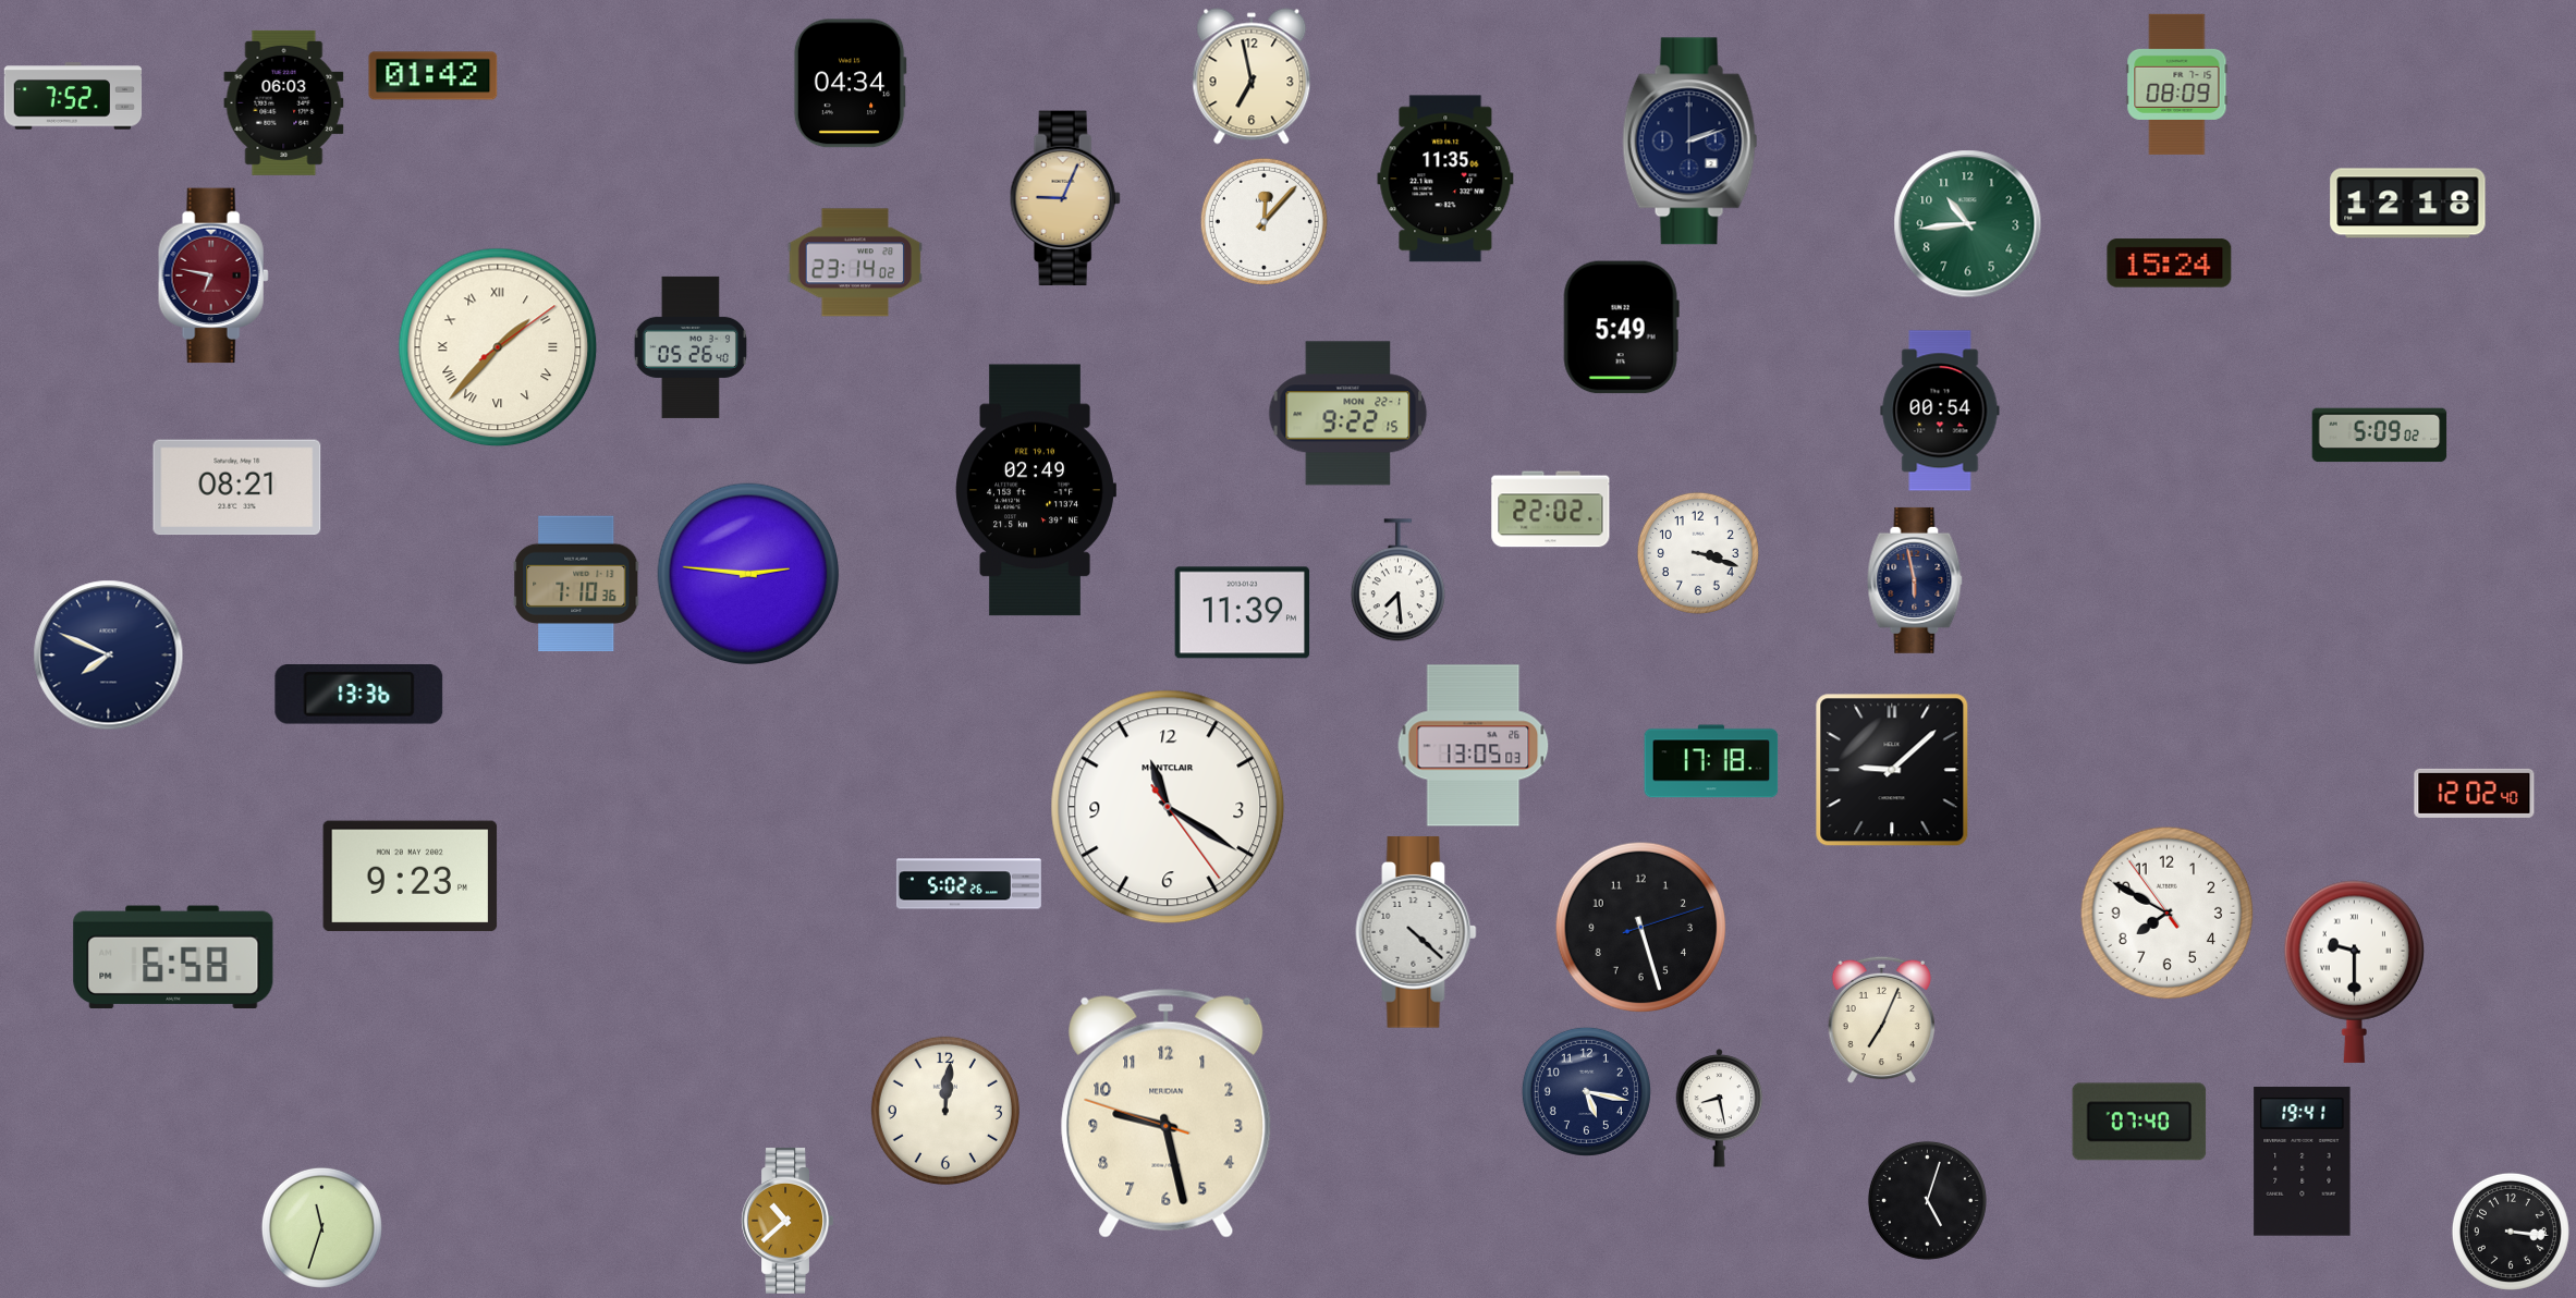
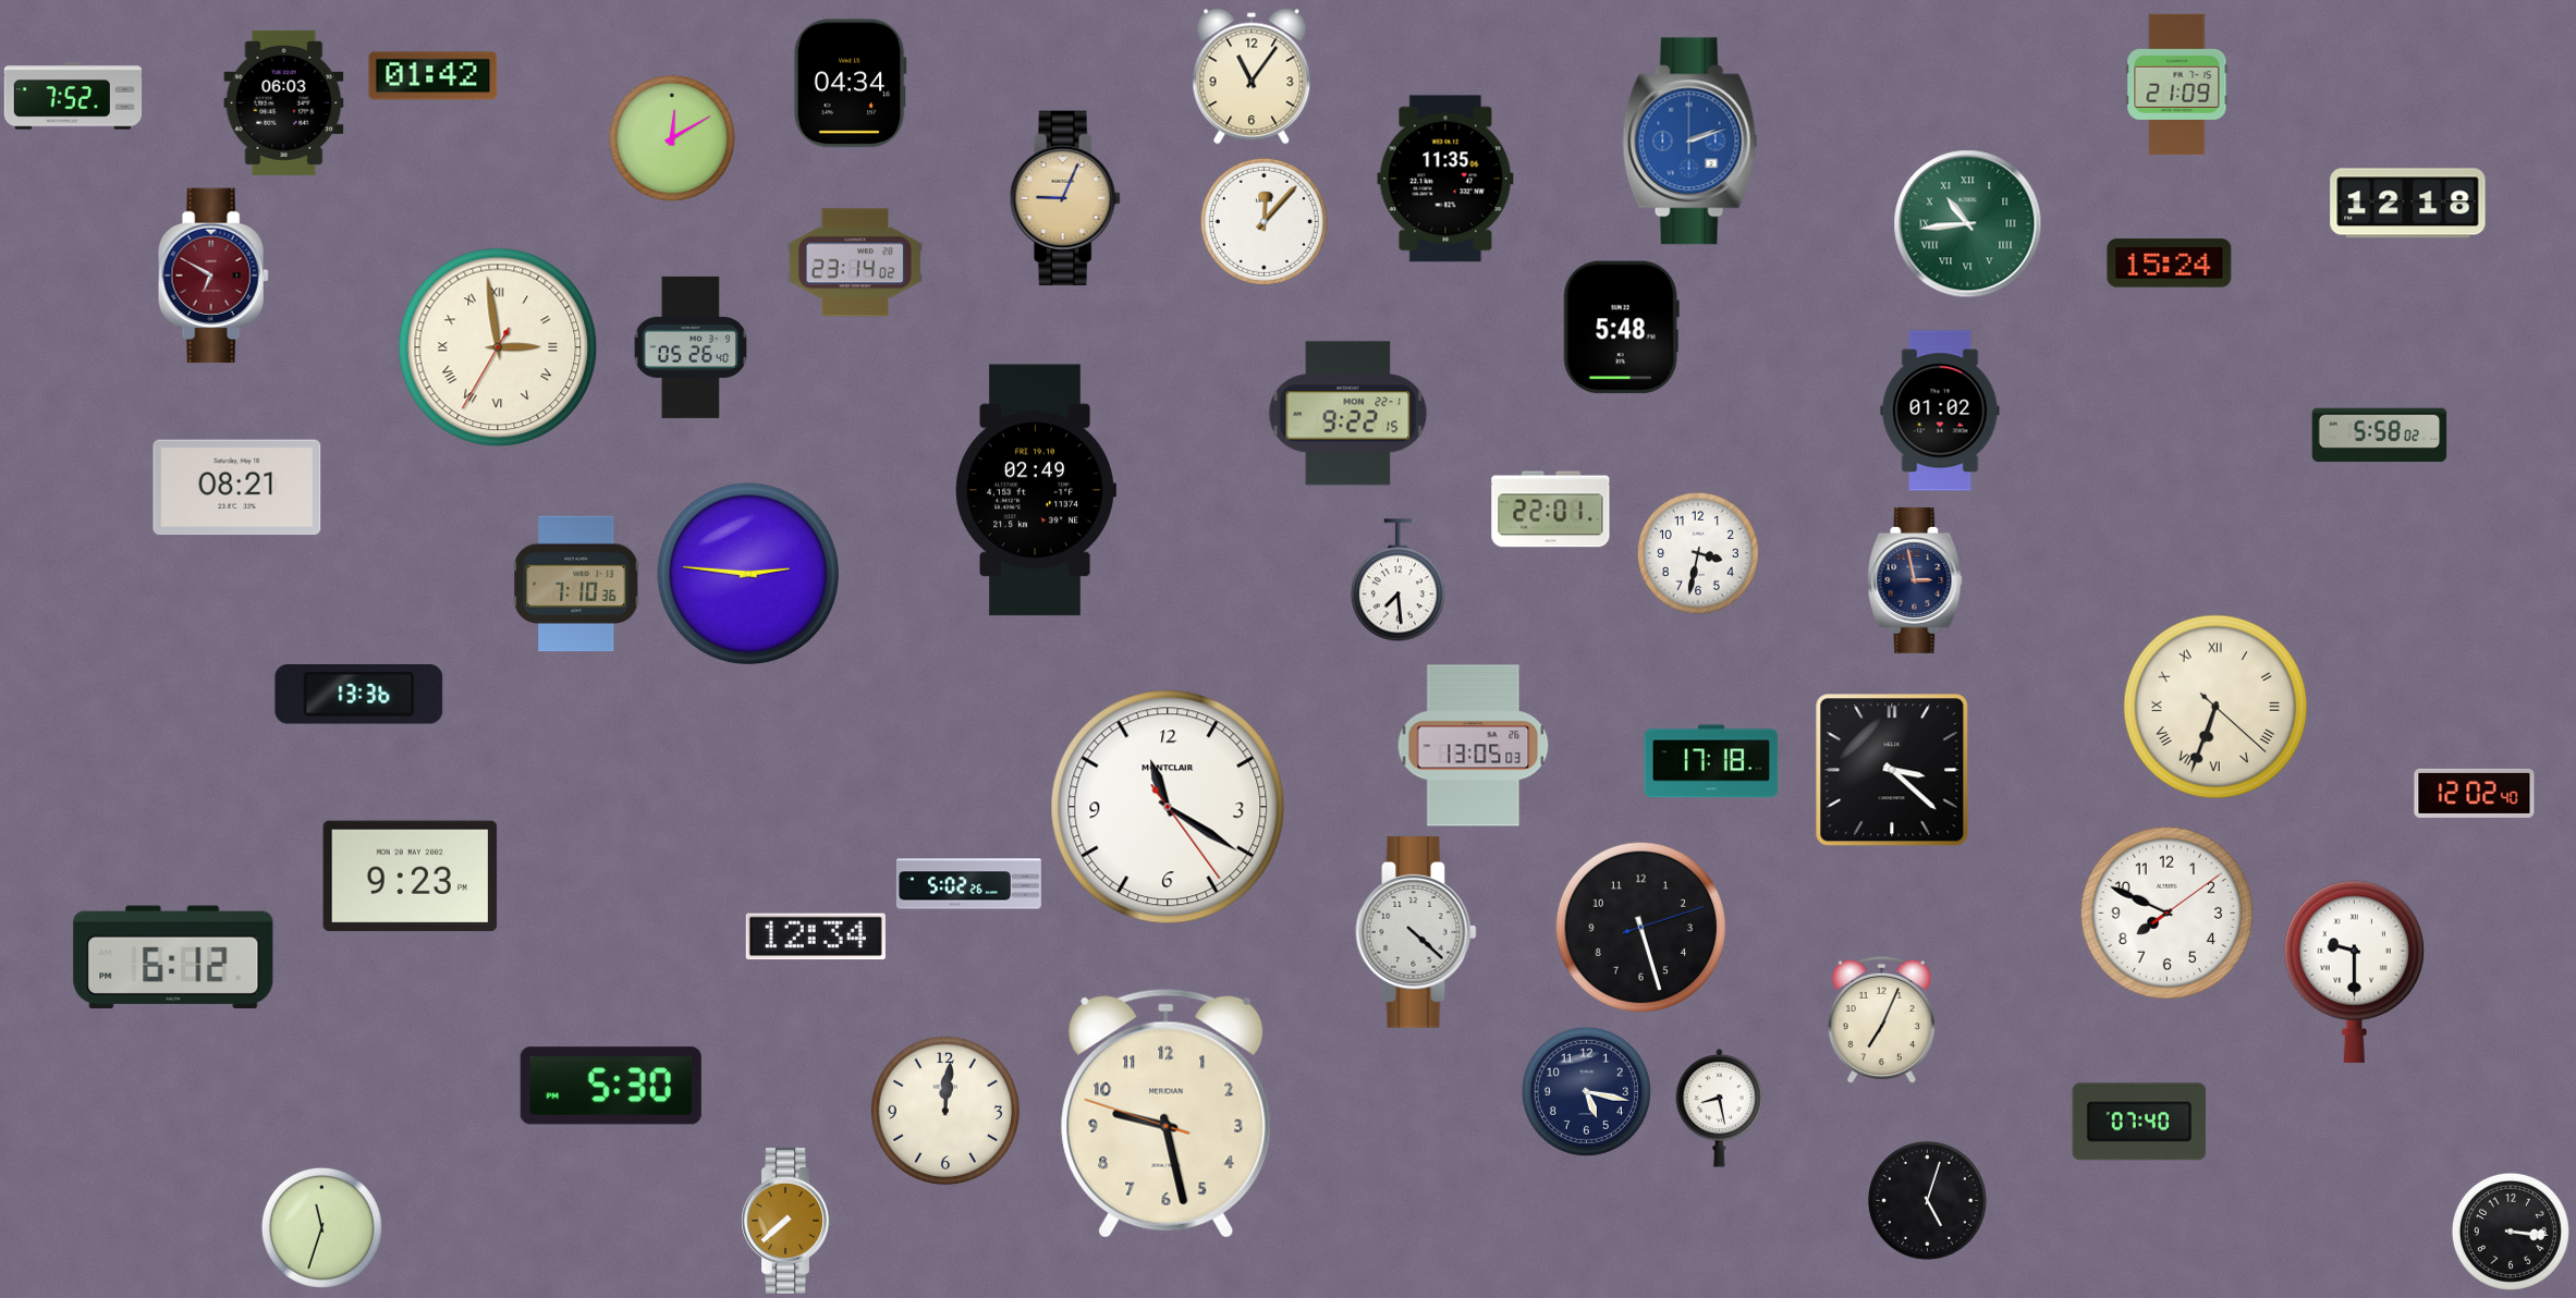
clock at (1252, 76): 6:58 -> 11:06
clock at (2177, 84): 08:09 -> 21:09
clock at (672, 138): none -> 12:10
clock at (1690, 142) dial: navy -> blue
clock at (1968, 224) numerals: Arabic -> Roman
clock at (213, 275): 6:47 -> 6:50
clock at (1621, 328): 5:49 -> 5:48
clock at (498, 347): 1:37 -> 2:58
clock at (1940, 411): 00:54 -> 01:02
clock at (2380, 436): 5:09 -> 5:58
clock at (1551, 510): 22:02 -> 22:01
clock at (1698, 553): 3:18 -> 3:32
clock at (1915, 580): 5:58 -> 2:58
clock at (1243, 613): 11:39 -> none
clock at (109, 656): 7:49 -> none
clock at (2215, 707): none -> 6:33
clock at (1892, 770): 9:08 -> 3:22
clock at (2168, 914): 7:49:54 -> 7:49:09
clock at (816, 936): none -> 12:34
clock at (173, 957): 6:58 -> 6:12
clock at (611, 1086): none -> 5:30
clock at (2303, 1161): 19:41 -> none
clock at (786, 1221): 10:38 -> 7:38
